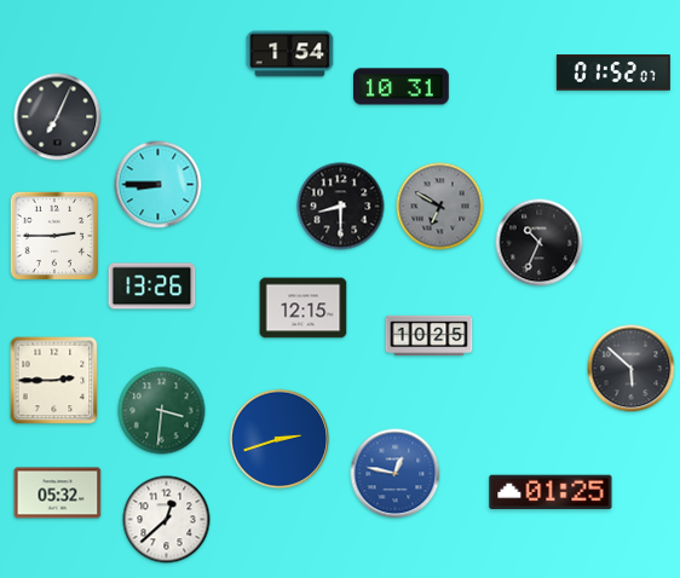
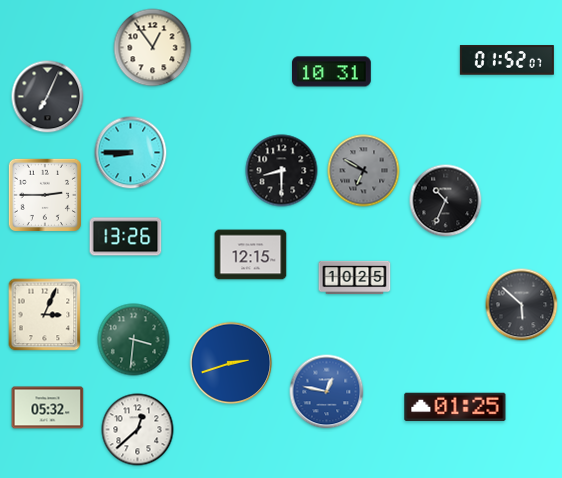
clock at (290, 54): 1:54 -> none
clock at (153, 48): none -> 12:54
clock at (54, 381): 2:45 -> 3:04
